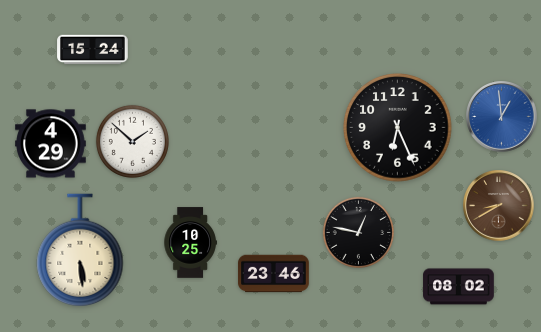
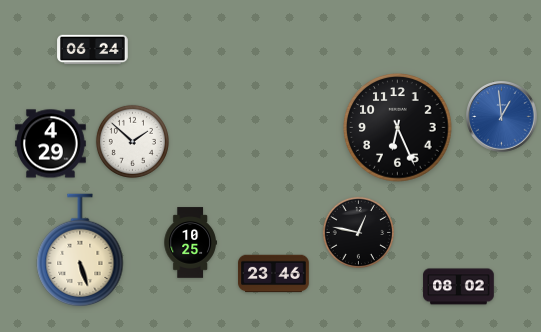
clock at (93, 50): 15:24 -> 06:24
clock at (499, 206): 8:40 -> none
clock at (80, 251): 5:29 -> 5:27
